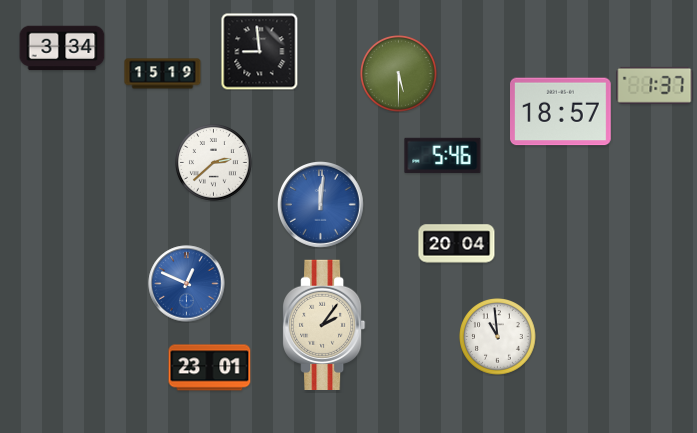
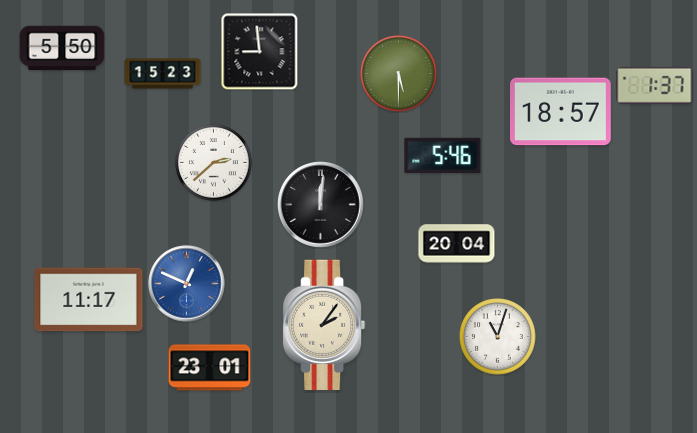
clock at (62, 48): 3:34 -> 5:50
clock at (163, 74): 15:19 -> 15:23
clock at (321, 205) dial: blue -> black
clock at (89, 300): none -> 11:17
clock at (498, 337): 10:59 -> 11:03
